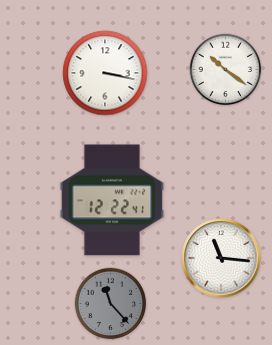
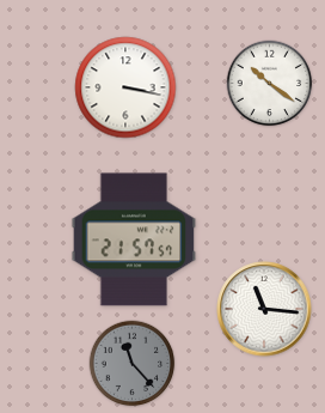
clock at (112, 200): 12:22 -> 21:57
